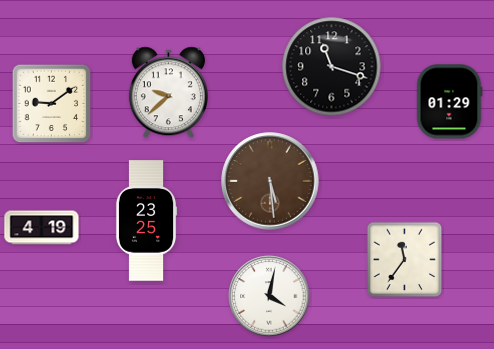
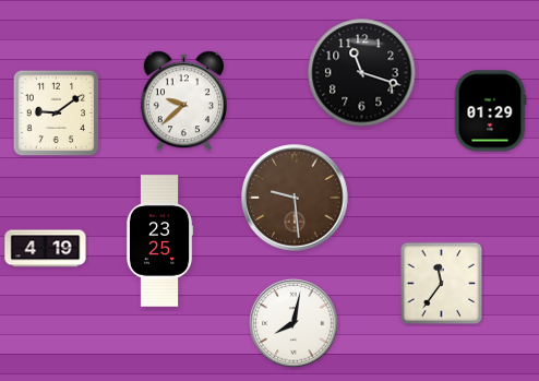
clock at (270, 181): 5:29 -> 9:29
clock at (269, 296): 4:02 -> 8:02
